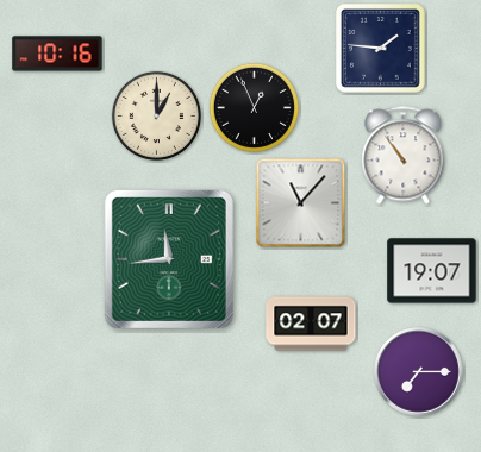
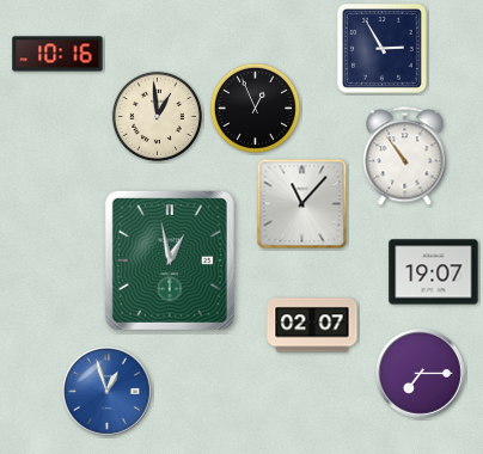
clock at (381, 49): 1:46 -> 2:55
clock at (156, 115): 1:00 -> 12:59
clock at (169, 259): 11:44 -> 12:58
clock at (108, 392): none -> 12:57
